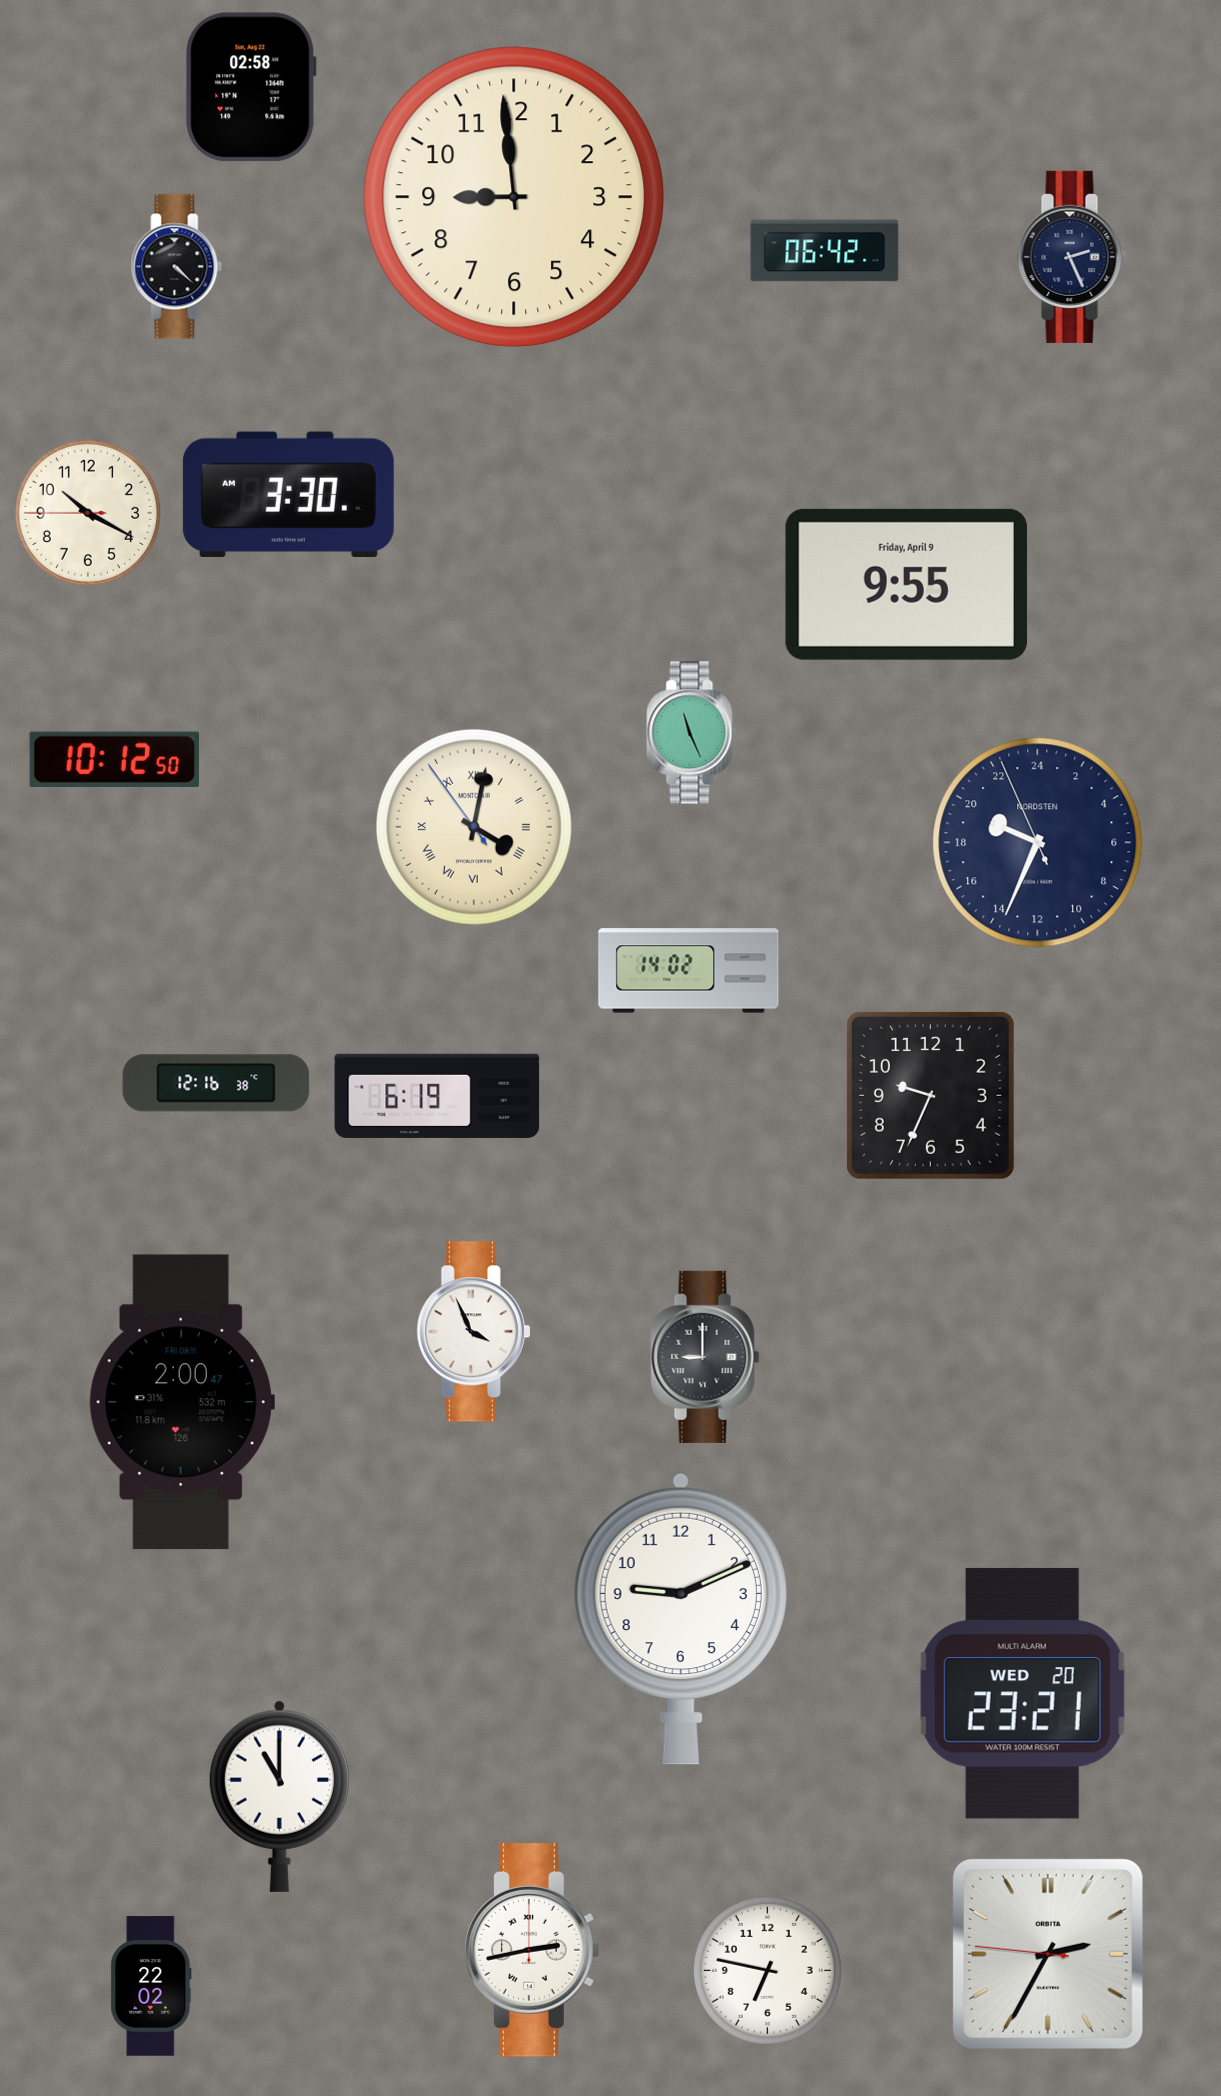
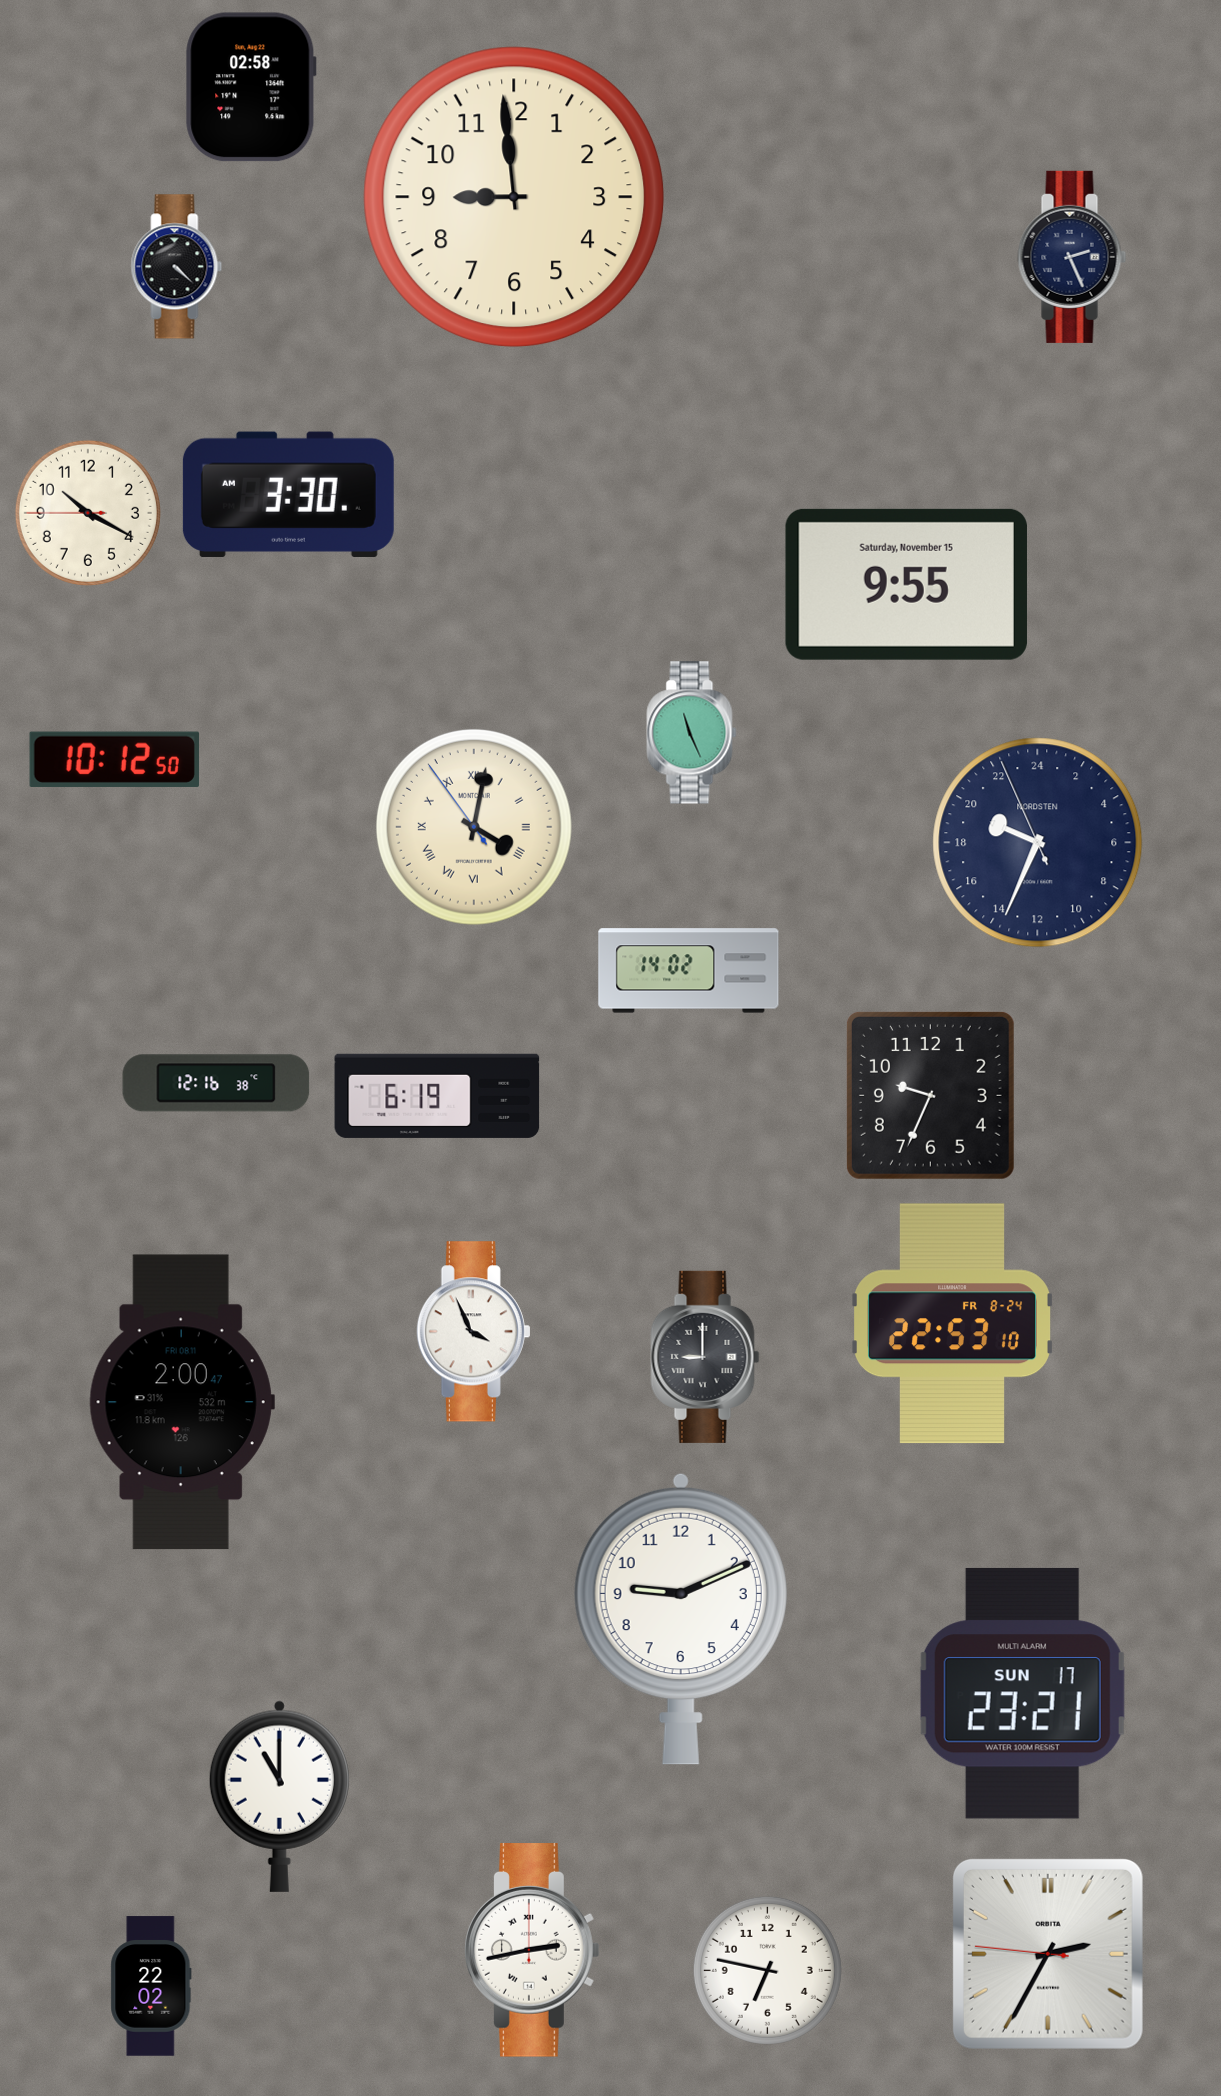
clock at (825, 251): 06:42 -> none
clock at (906, 584) date: Friday, April 9 -> Saturday, November 15
clock at (953, 1324): none -> 22:53
clock at (1022, 1693) date: WED 20 -> SUN 17
